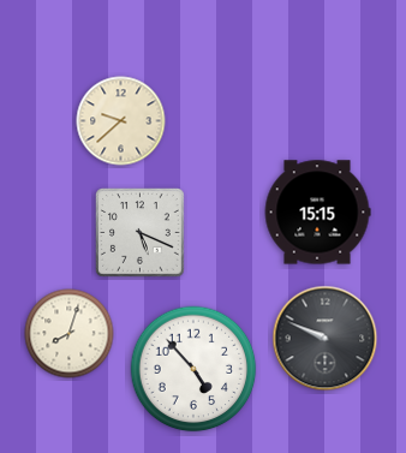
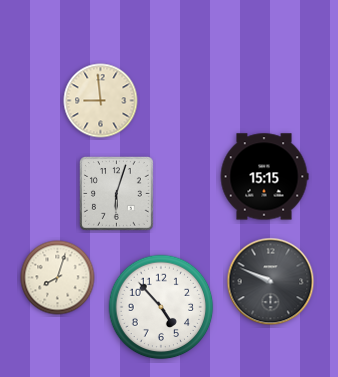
clock at (121, 121): 9:38 -> 8:59
clock at (141, 233): 5:19 -> 6:03
